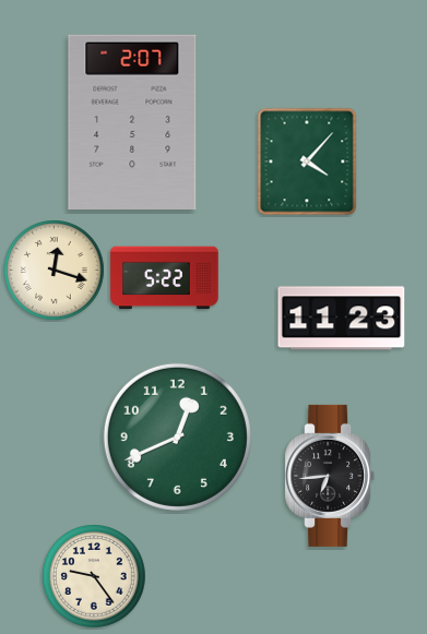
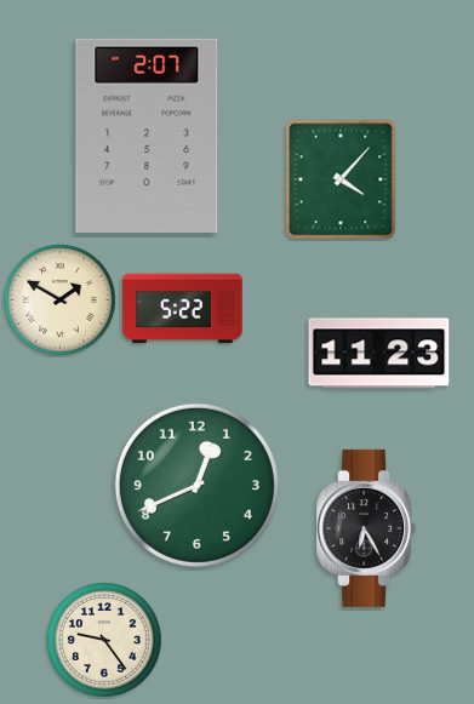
clock at (55, 271): 12:18 -> 1:50
clock at (330, 476): 6:44 -> 6:25
